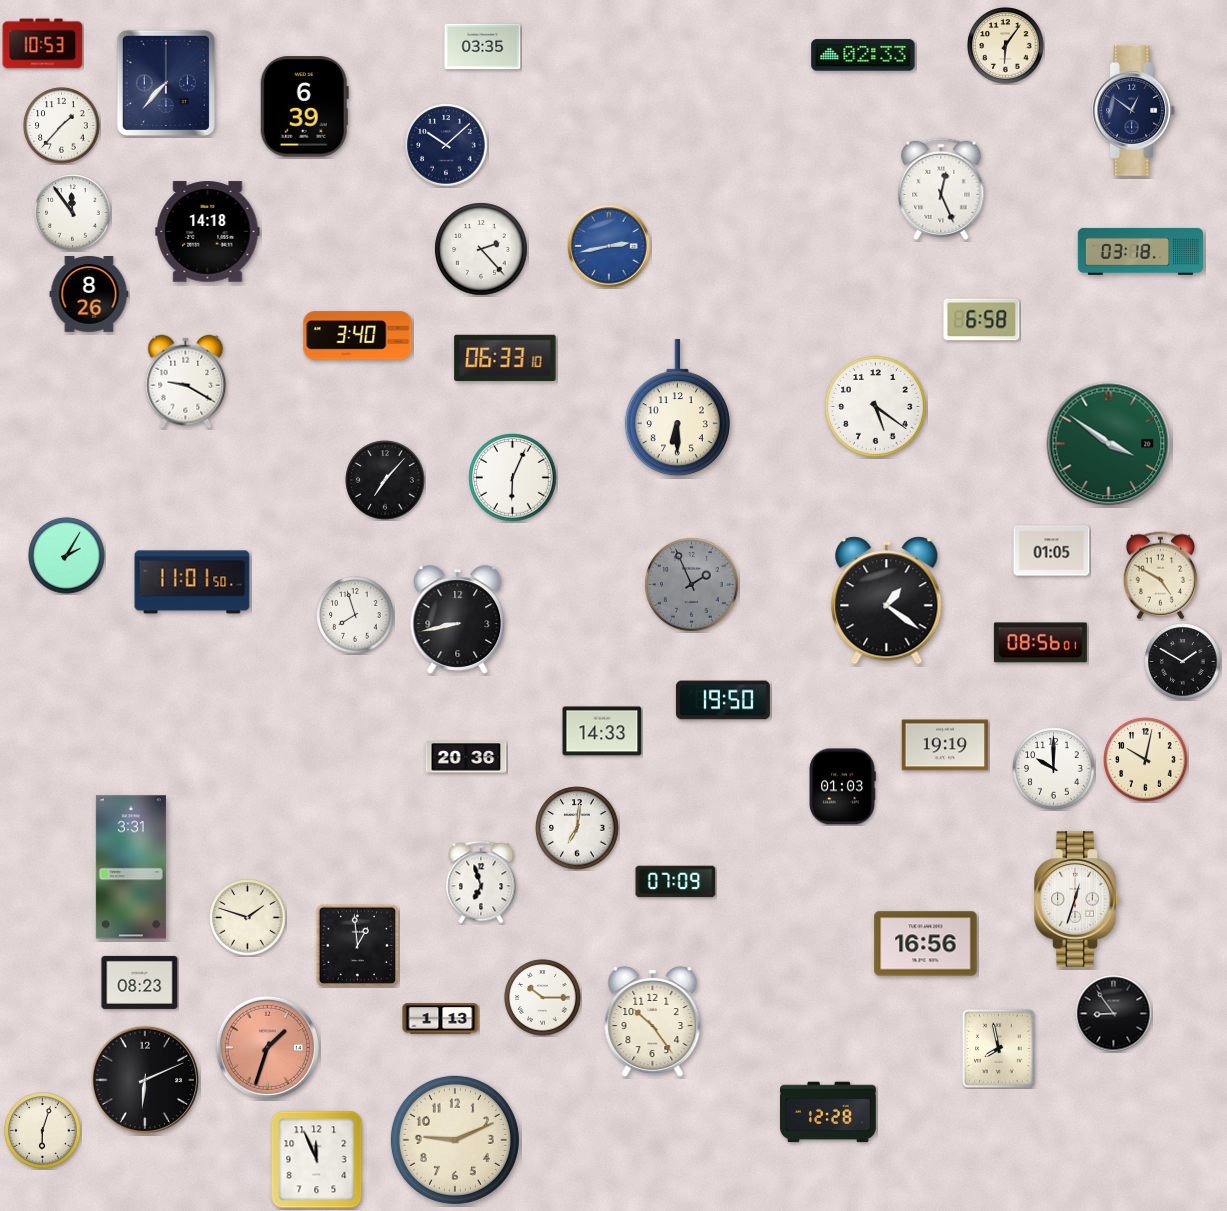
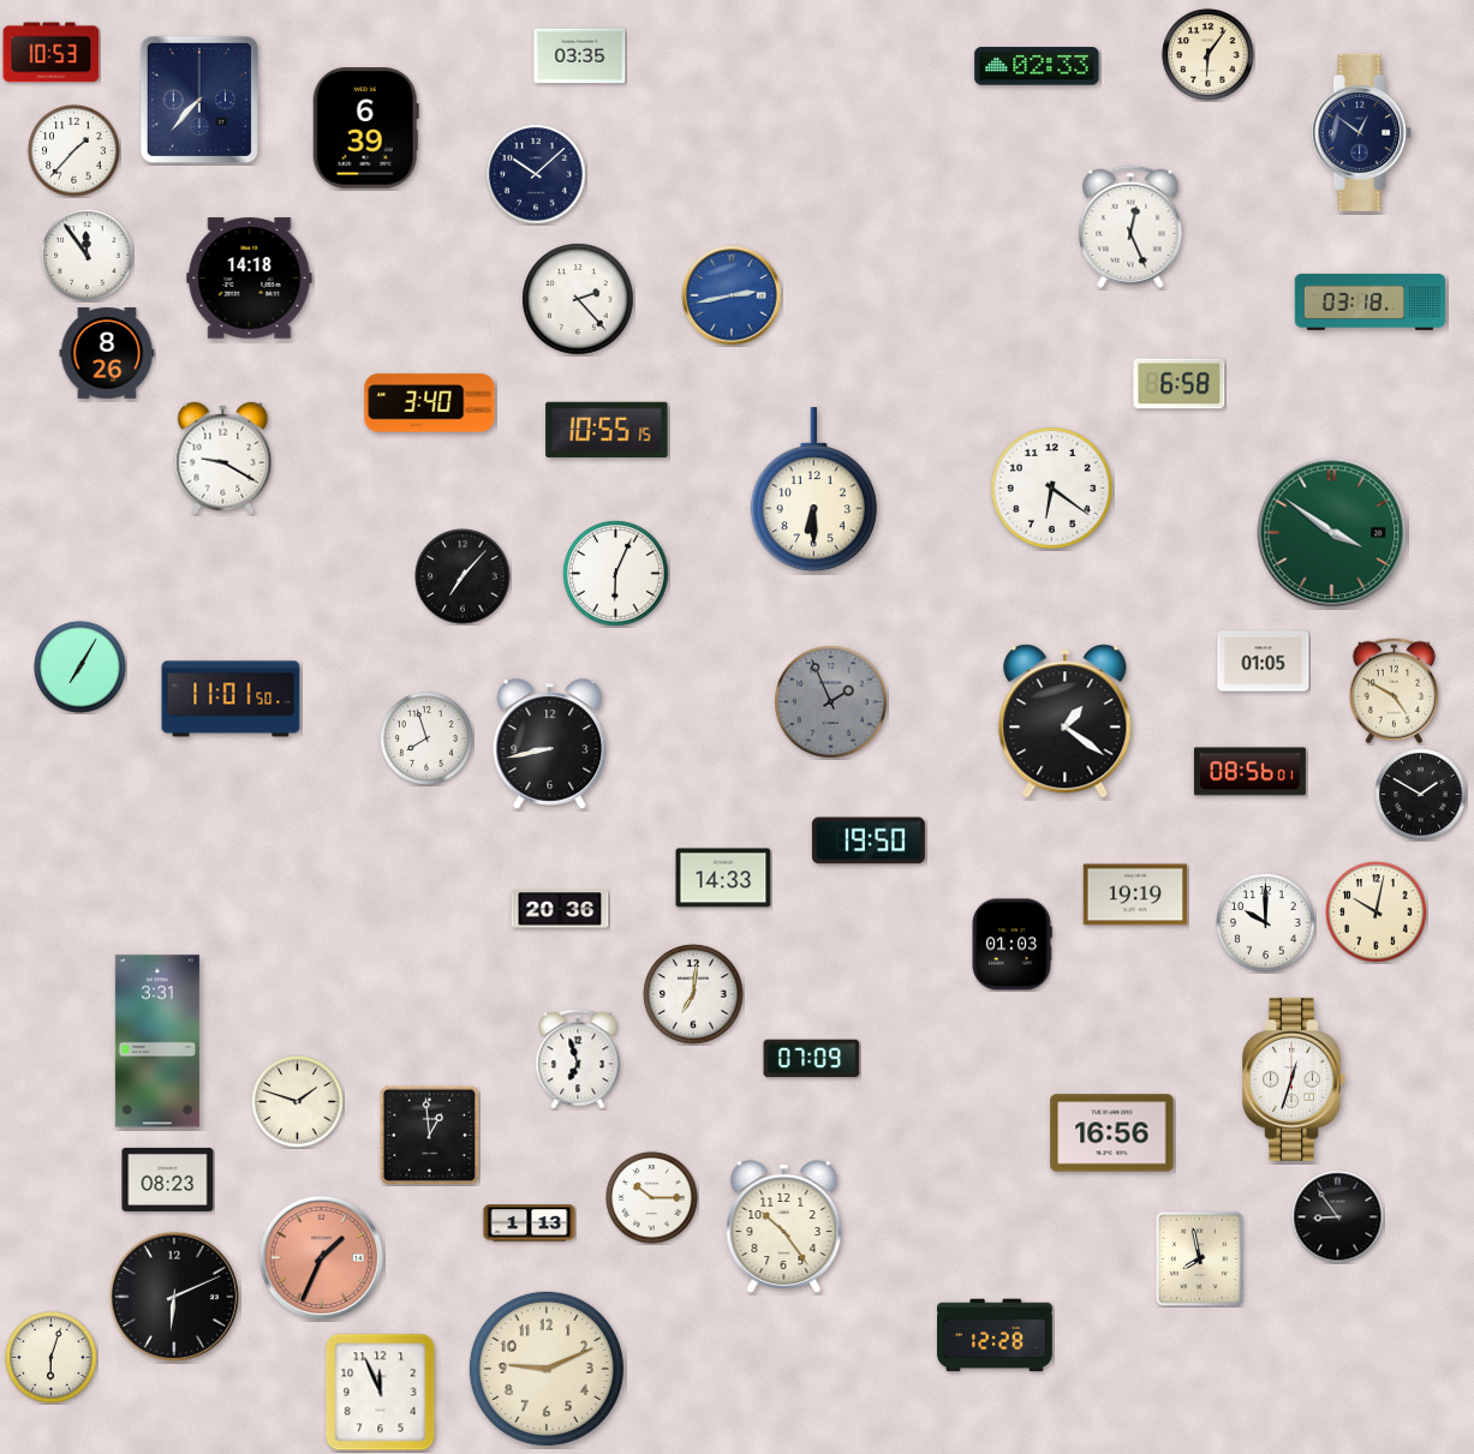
clock at (505, 358): 06:33 -> 10:55
clock at (876, 407): 5:21 -> 6:21
clock at (67, 556): 2:05 -> 7:05
clock at (267, 1047): 1:33 -> 1:34
